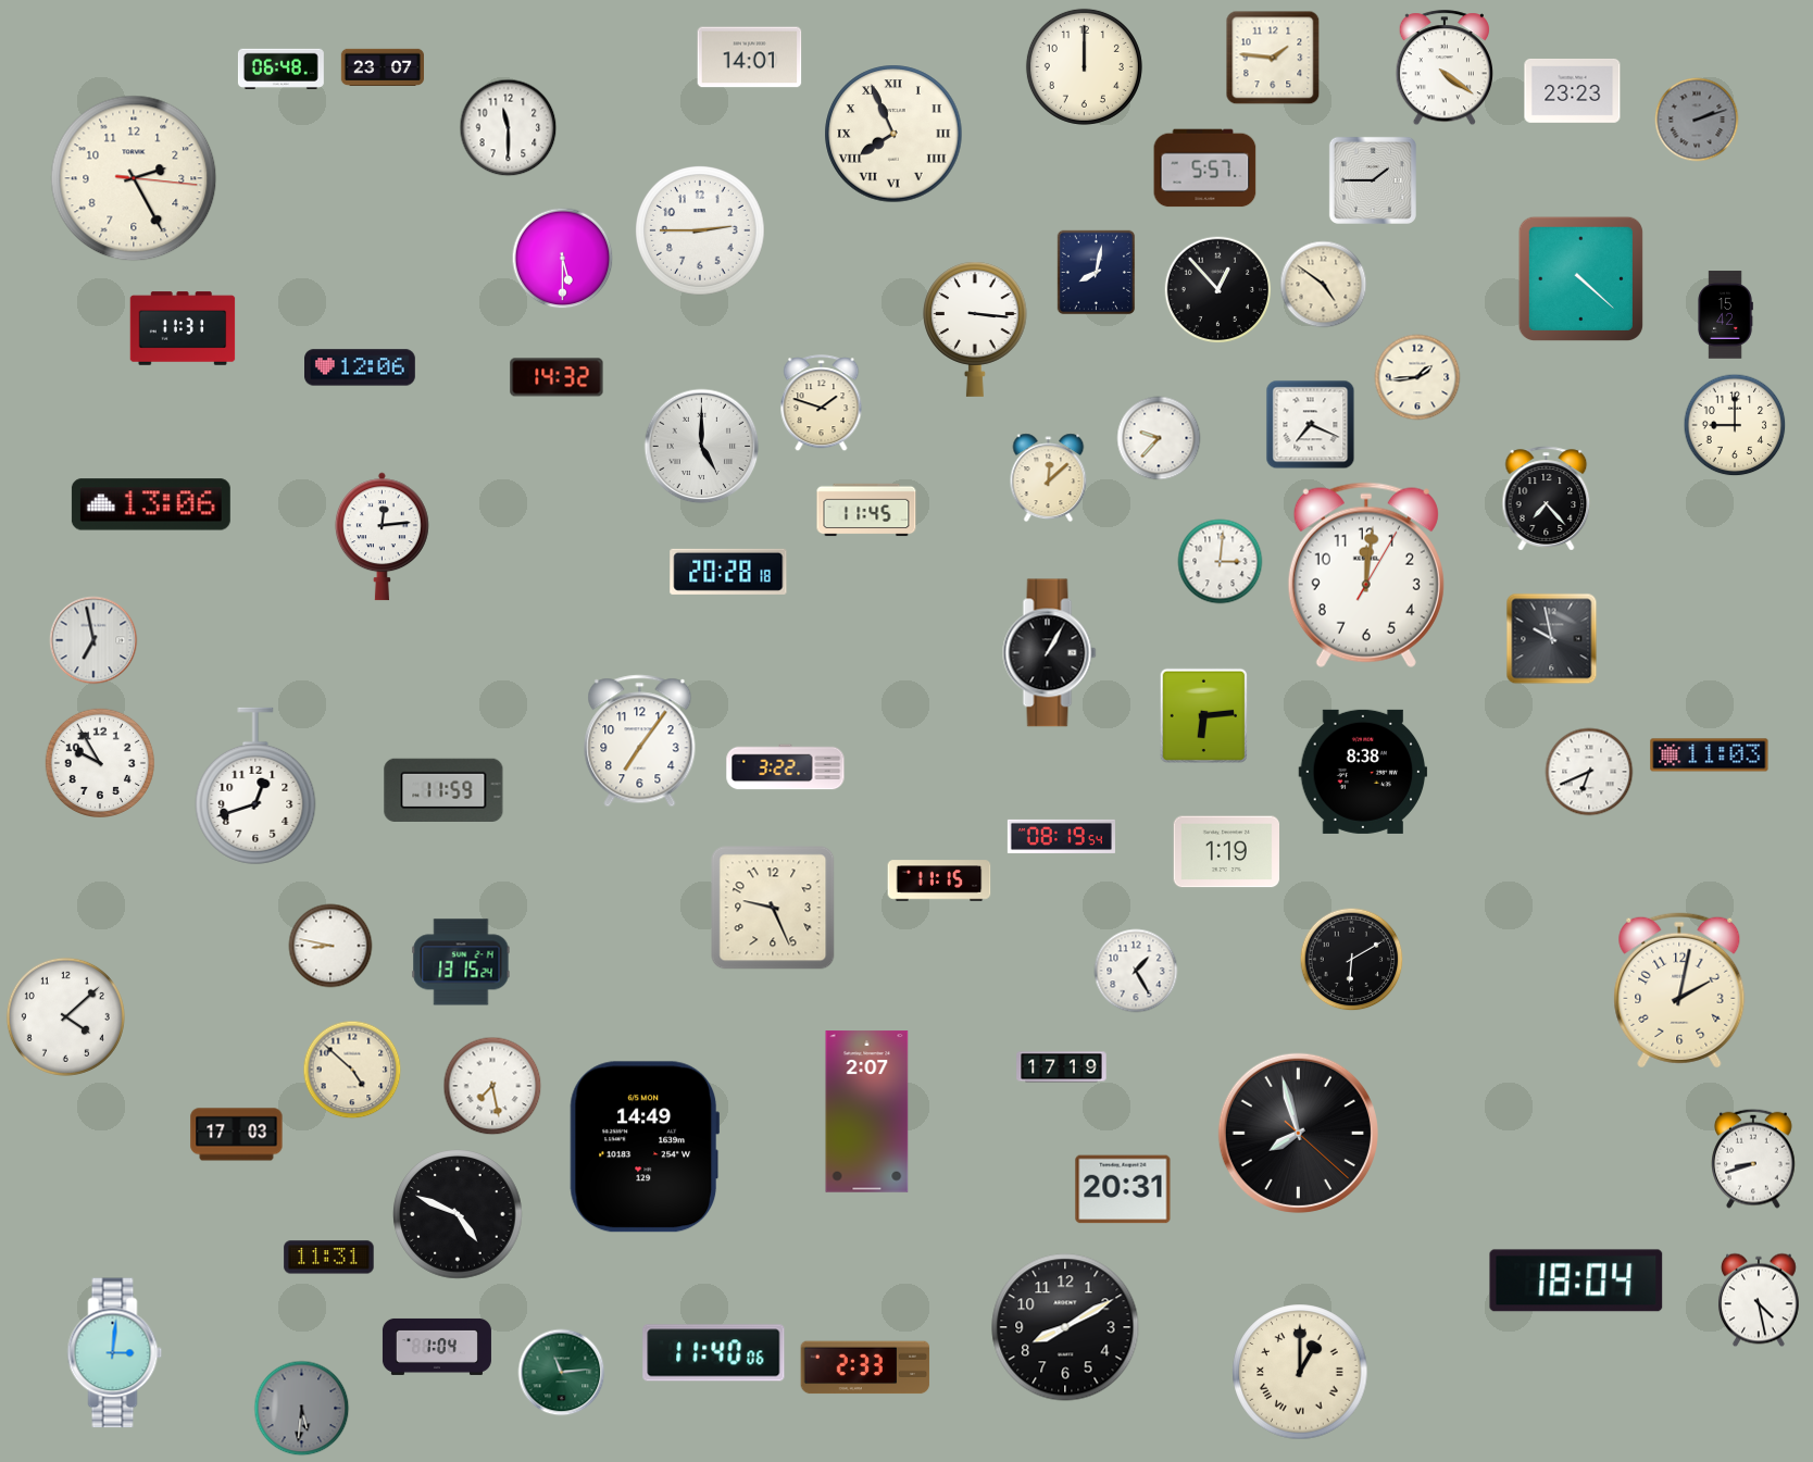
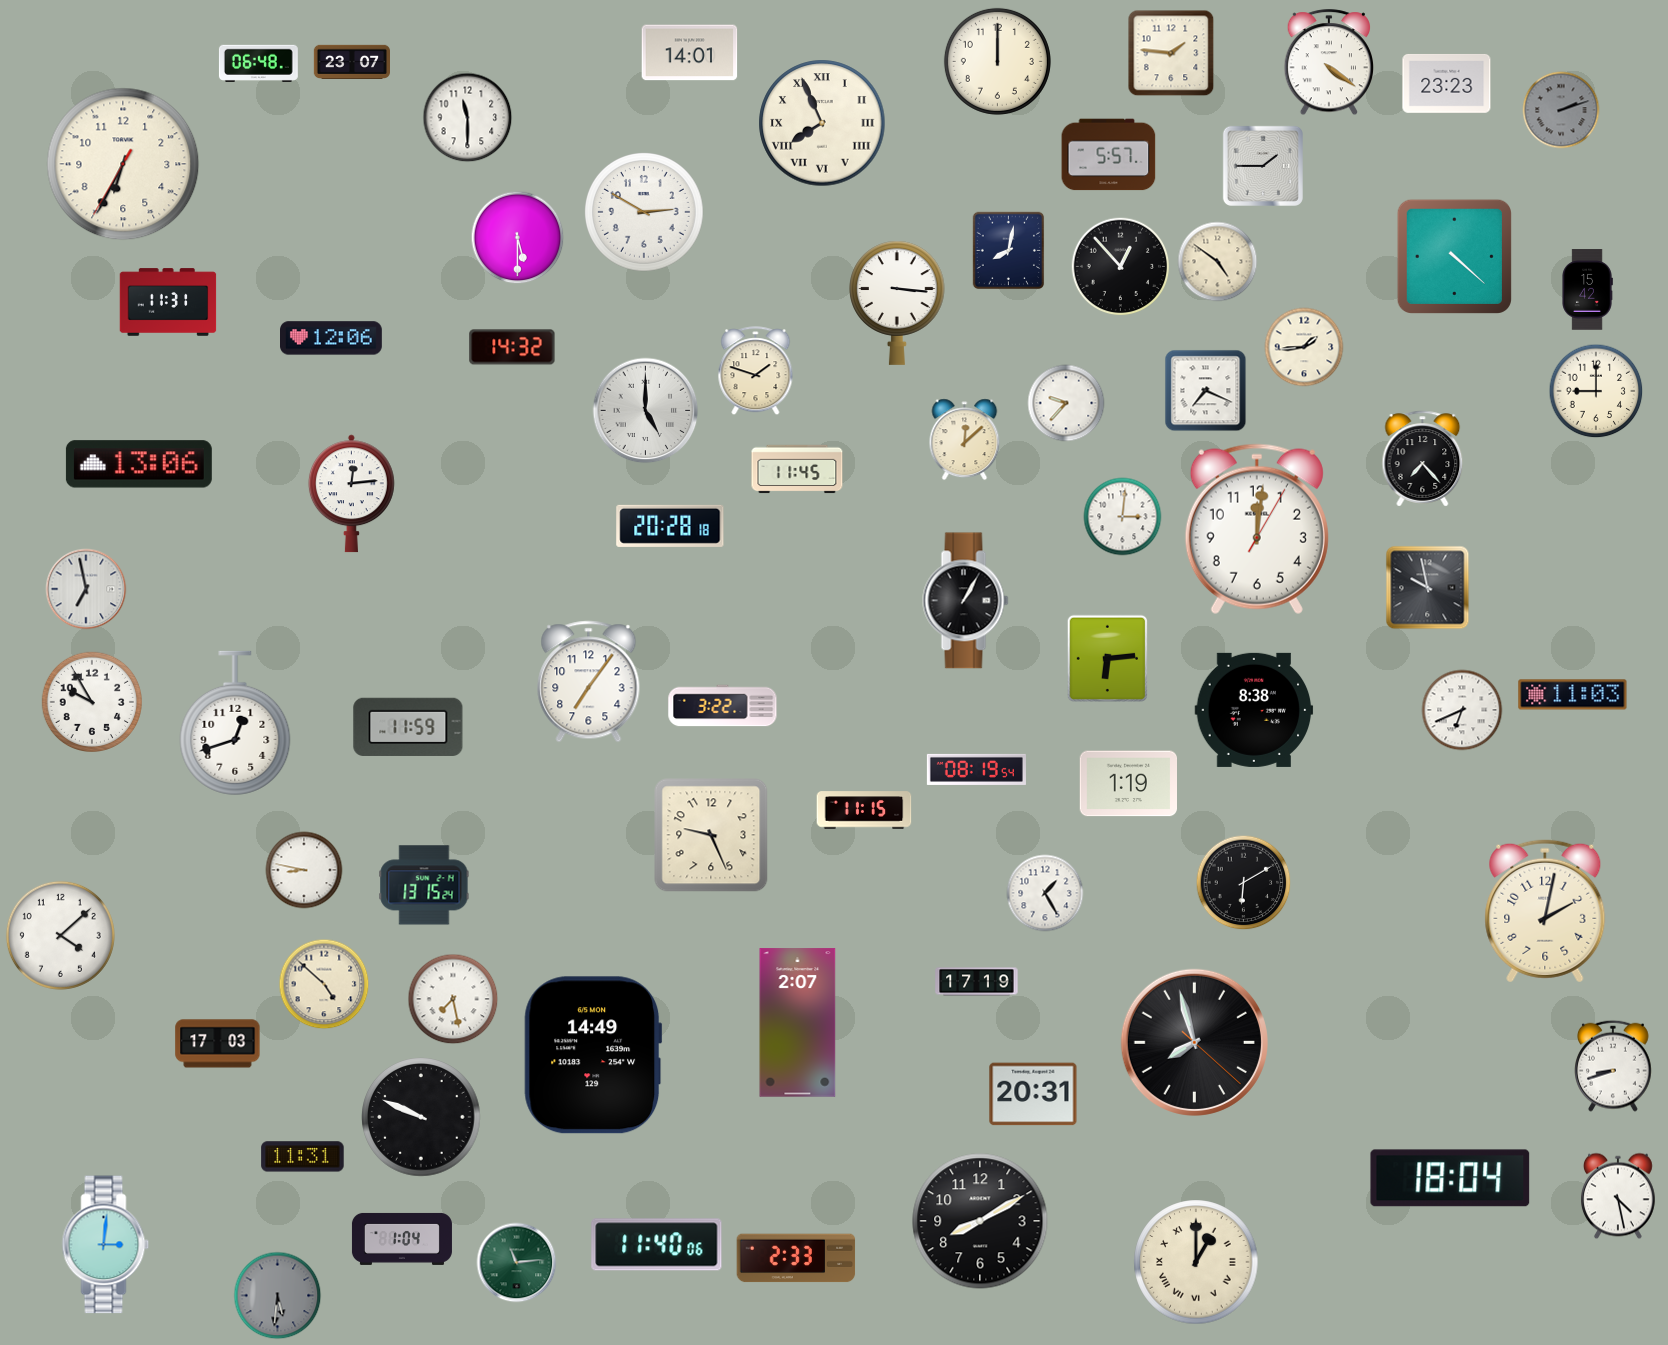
clock at (134, 178): 2:25 -> 6:34
clock at (701, 232): 2:45 -> 2:50
clock at (459, 1215): 4:49 -> 9:49
